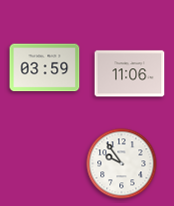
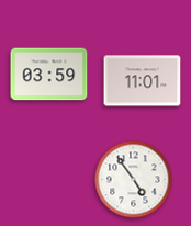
clock at (130, 74): 11:06 -> 11:01
clock at (122, 164): 9:54 -> 4:54
